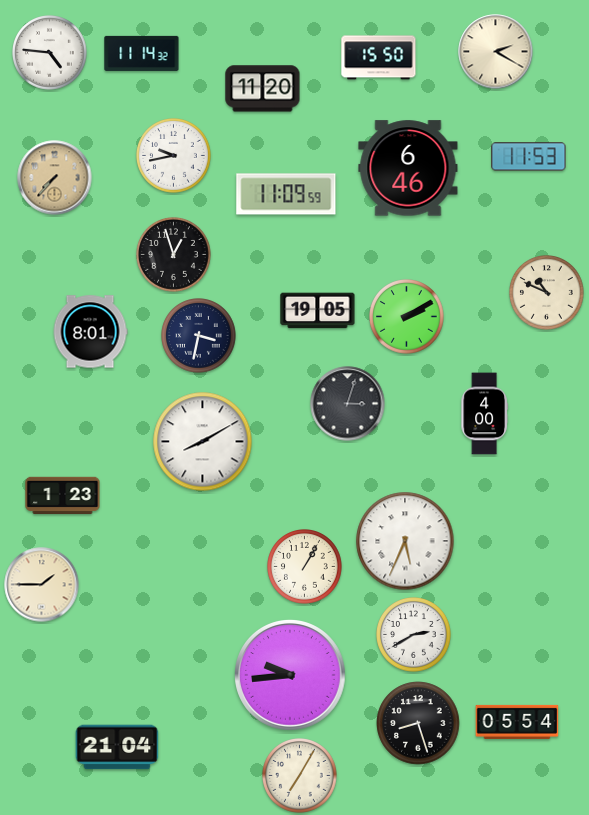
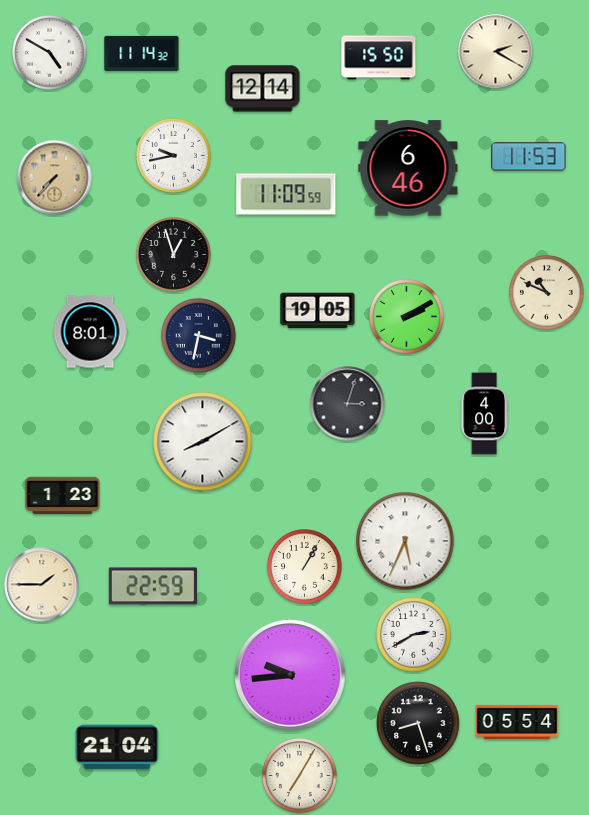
clock at (50, 53): 4:46 -> 4:50
clock at (263, 89): 11:20 -> 12:14
clock at (153, 586): none -> 22:59
